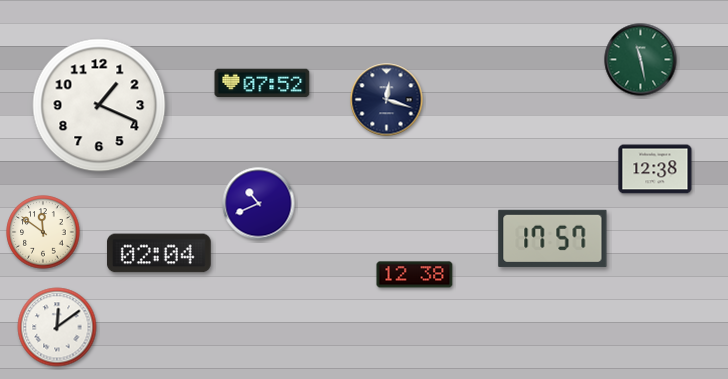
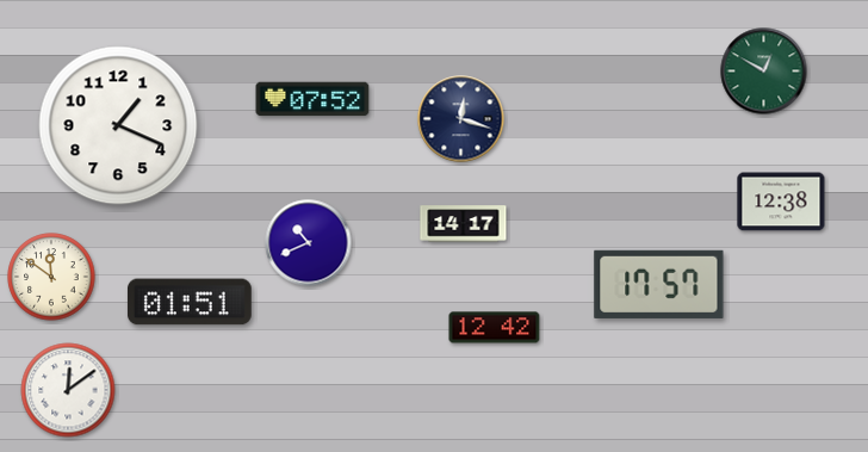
clock at (641, 60): 11:28 -> 12:50
clock at (464, 224): none -> 14:17
clock at (159, 253): 02:04 -> 01:51
clock at (415, 275): 12:38 -> 12:42
